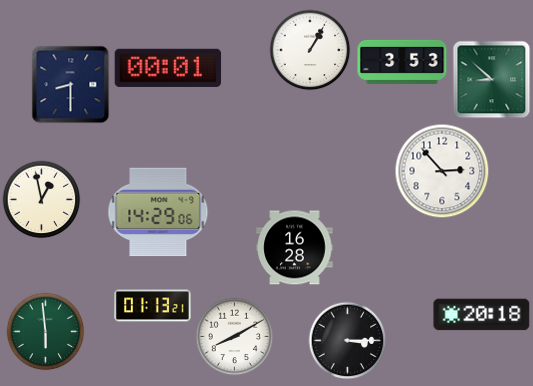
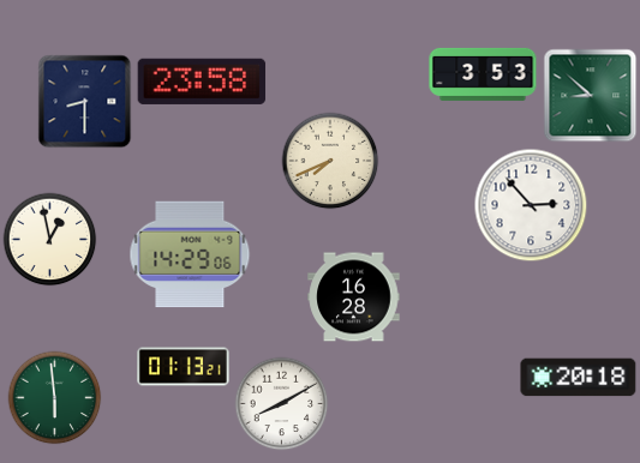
clock at (310, 50): 1:05 -> none
clock at (168, 68): 00:01 -> 23:58
clock at (330, 161): none -> 7:41
clock at (347, 340): 3:15 -> none
